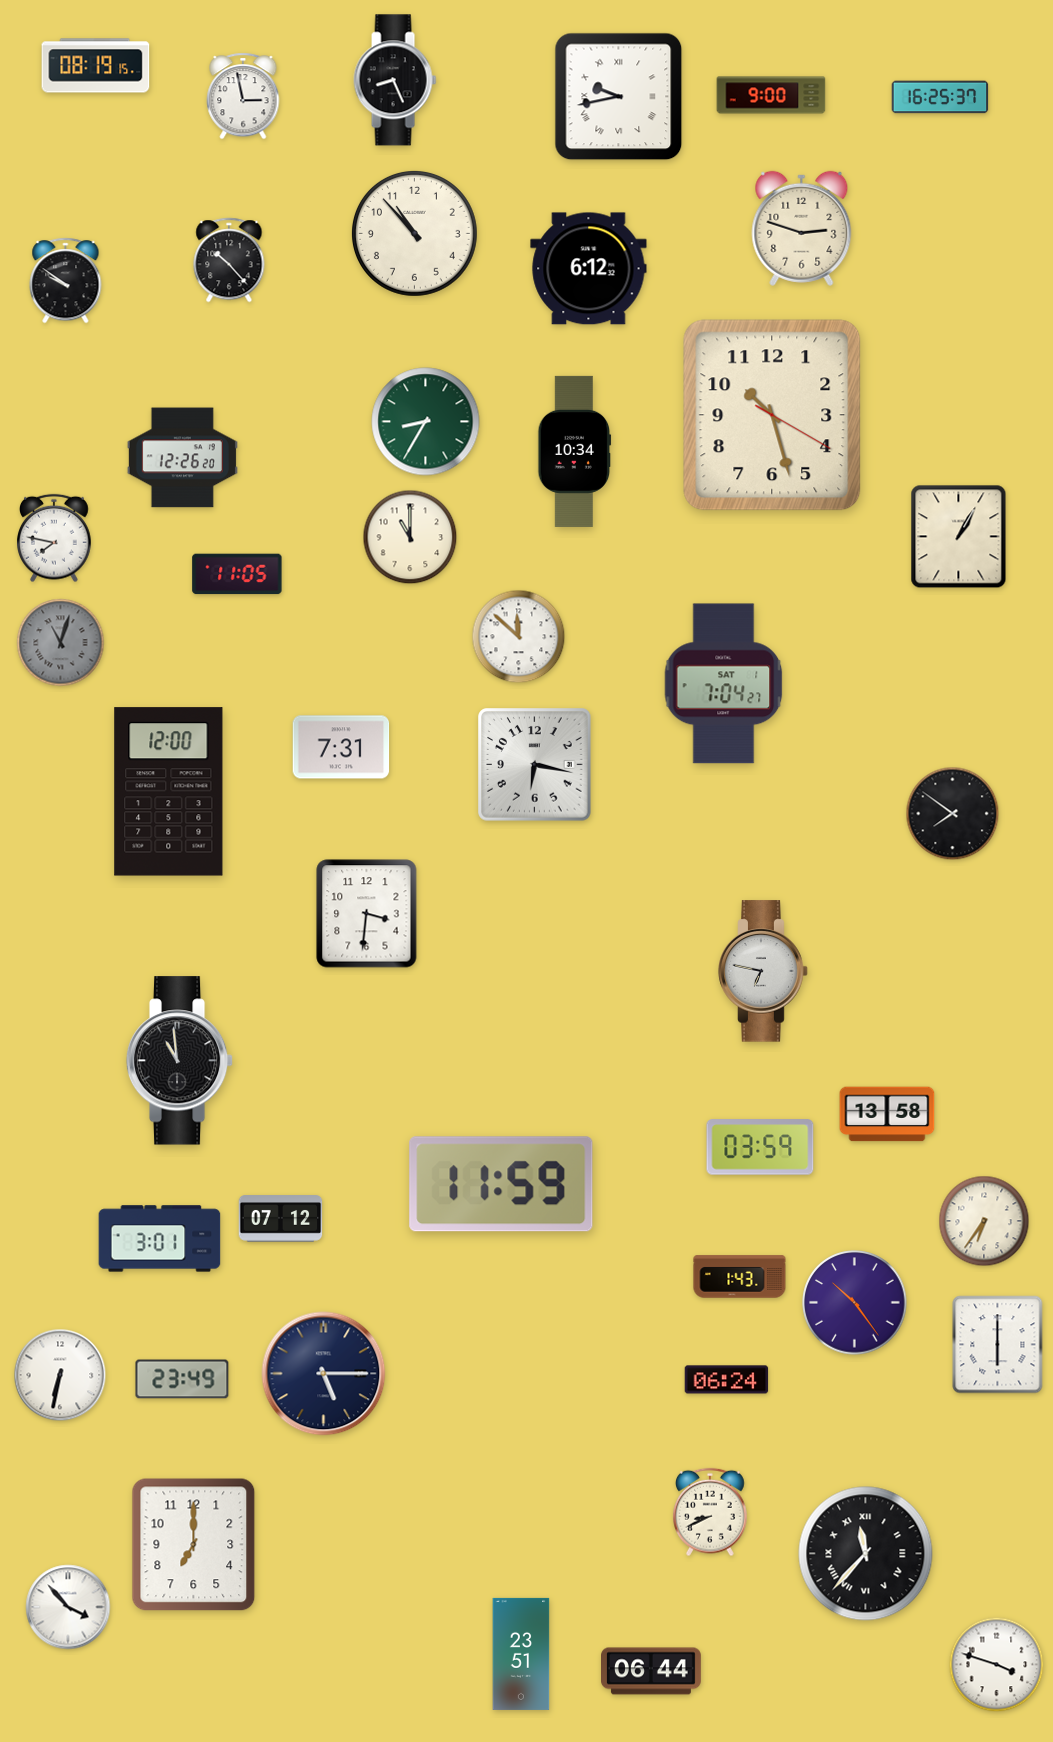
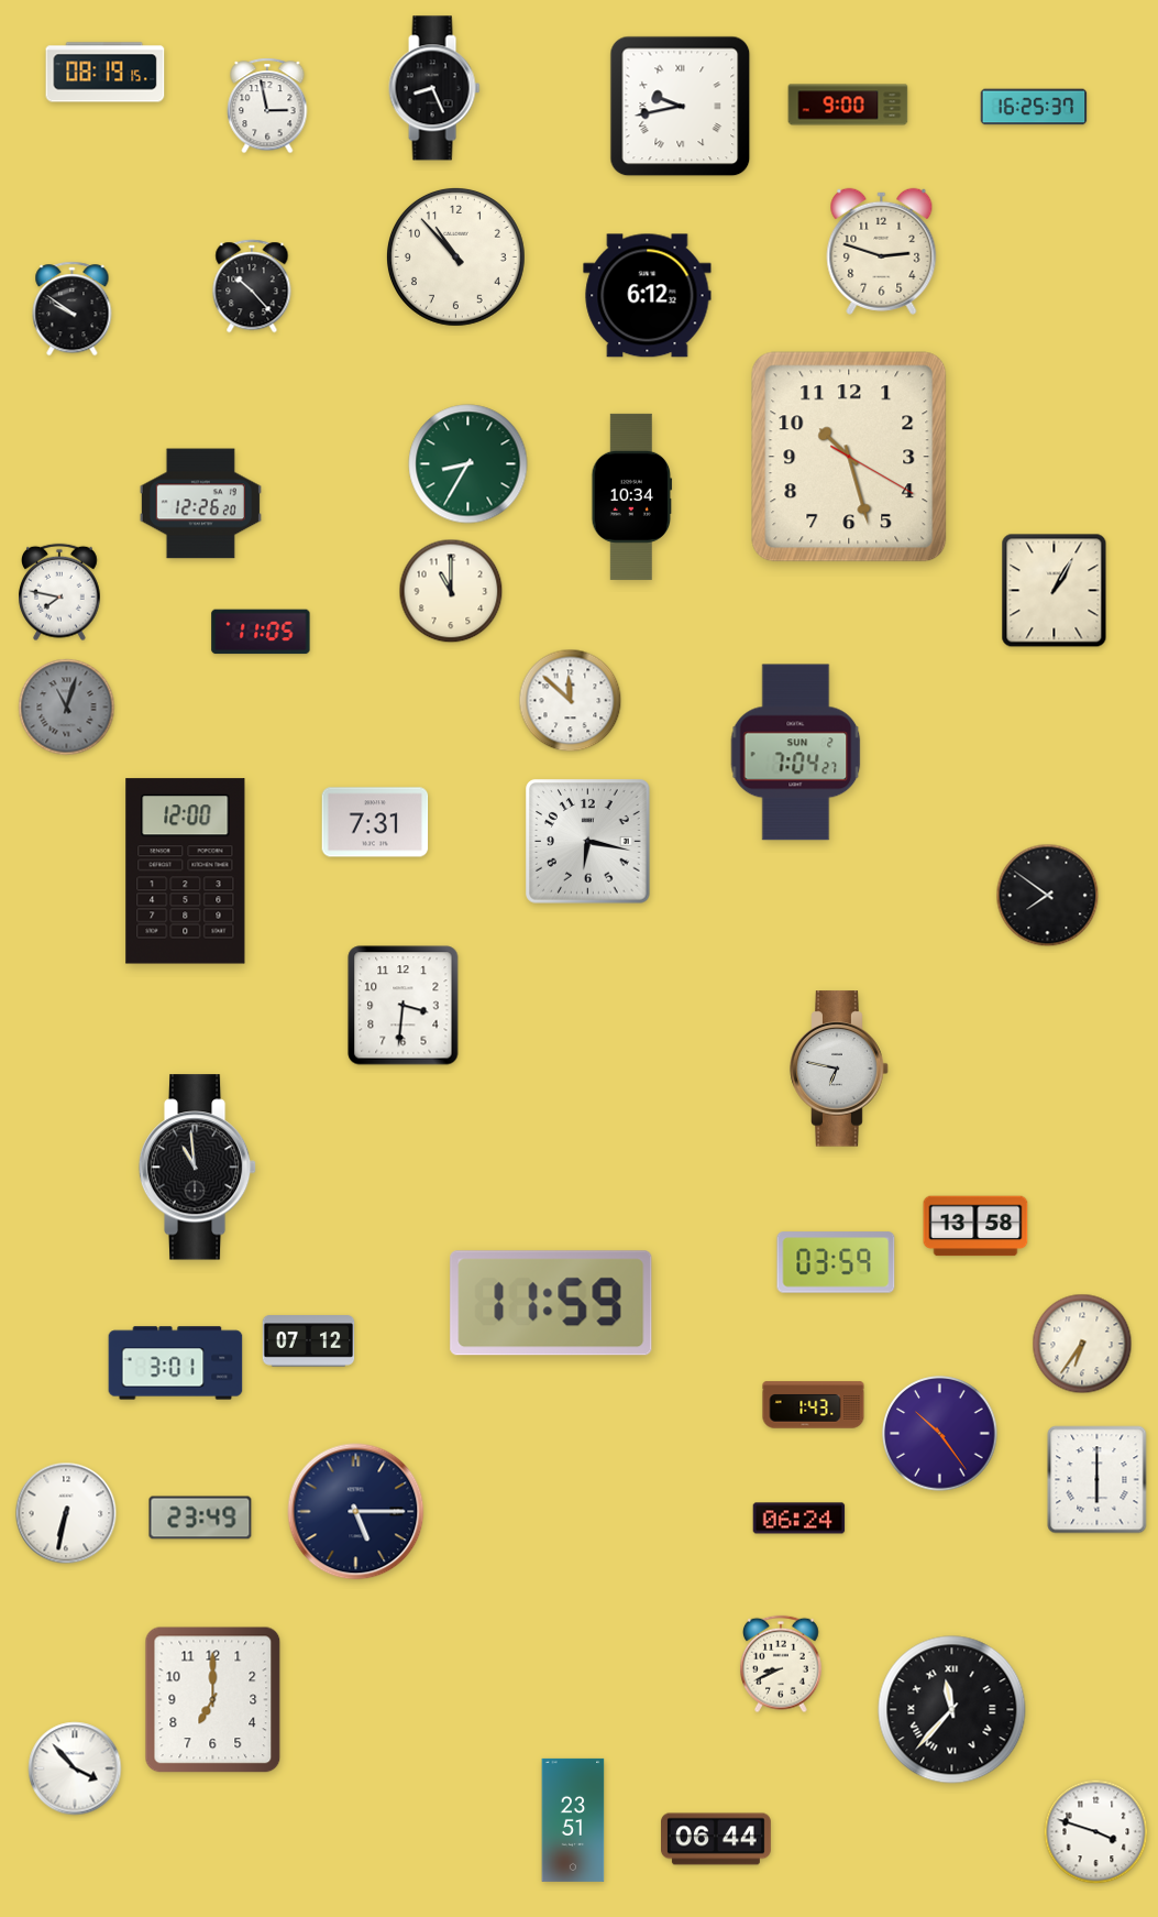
clock at (724, 684) date: SAT 1 -> SUN 2
